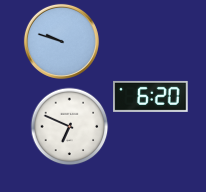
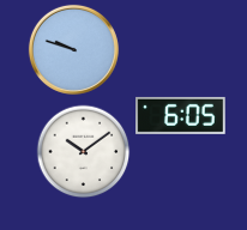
clock at (151, 96): 6:20 -> 6:05
clock at (70, 127): 6:49 -> 10:09
